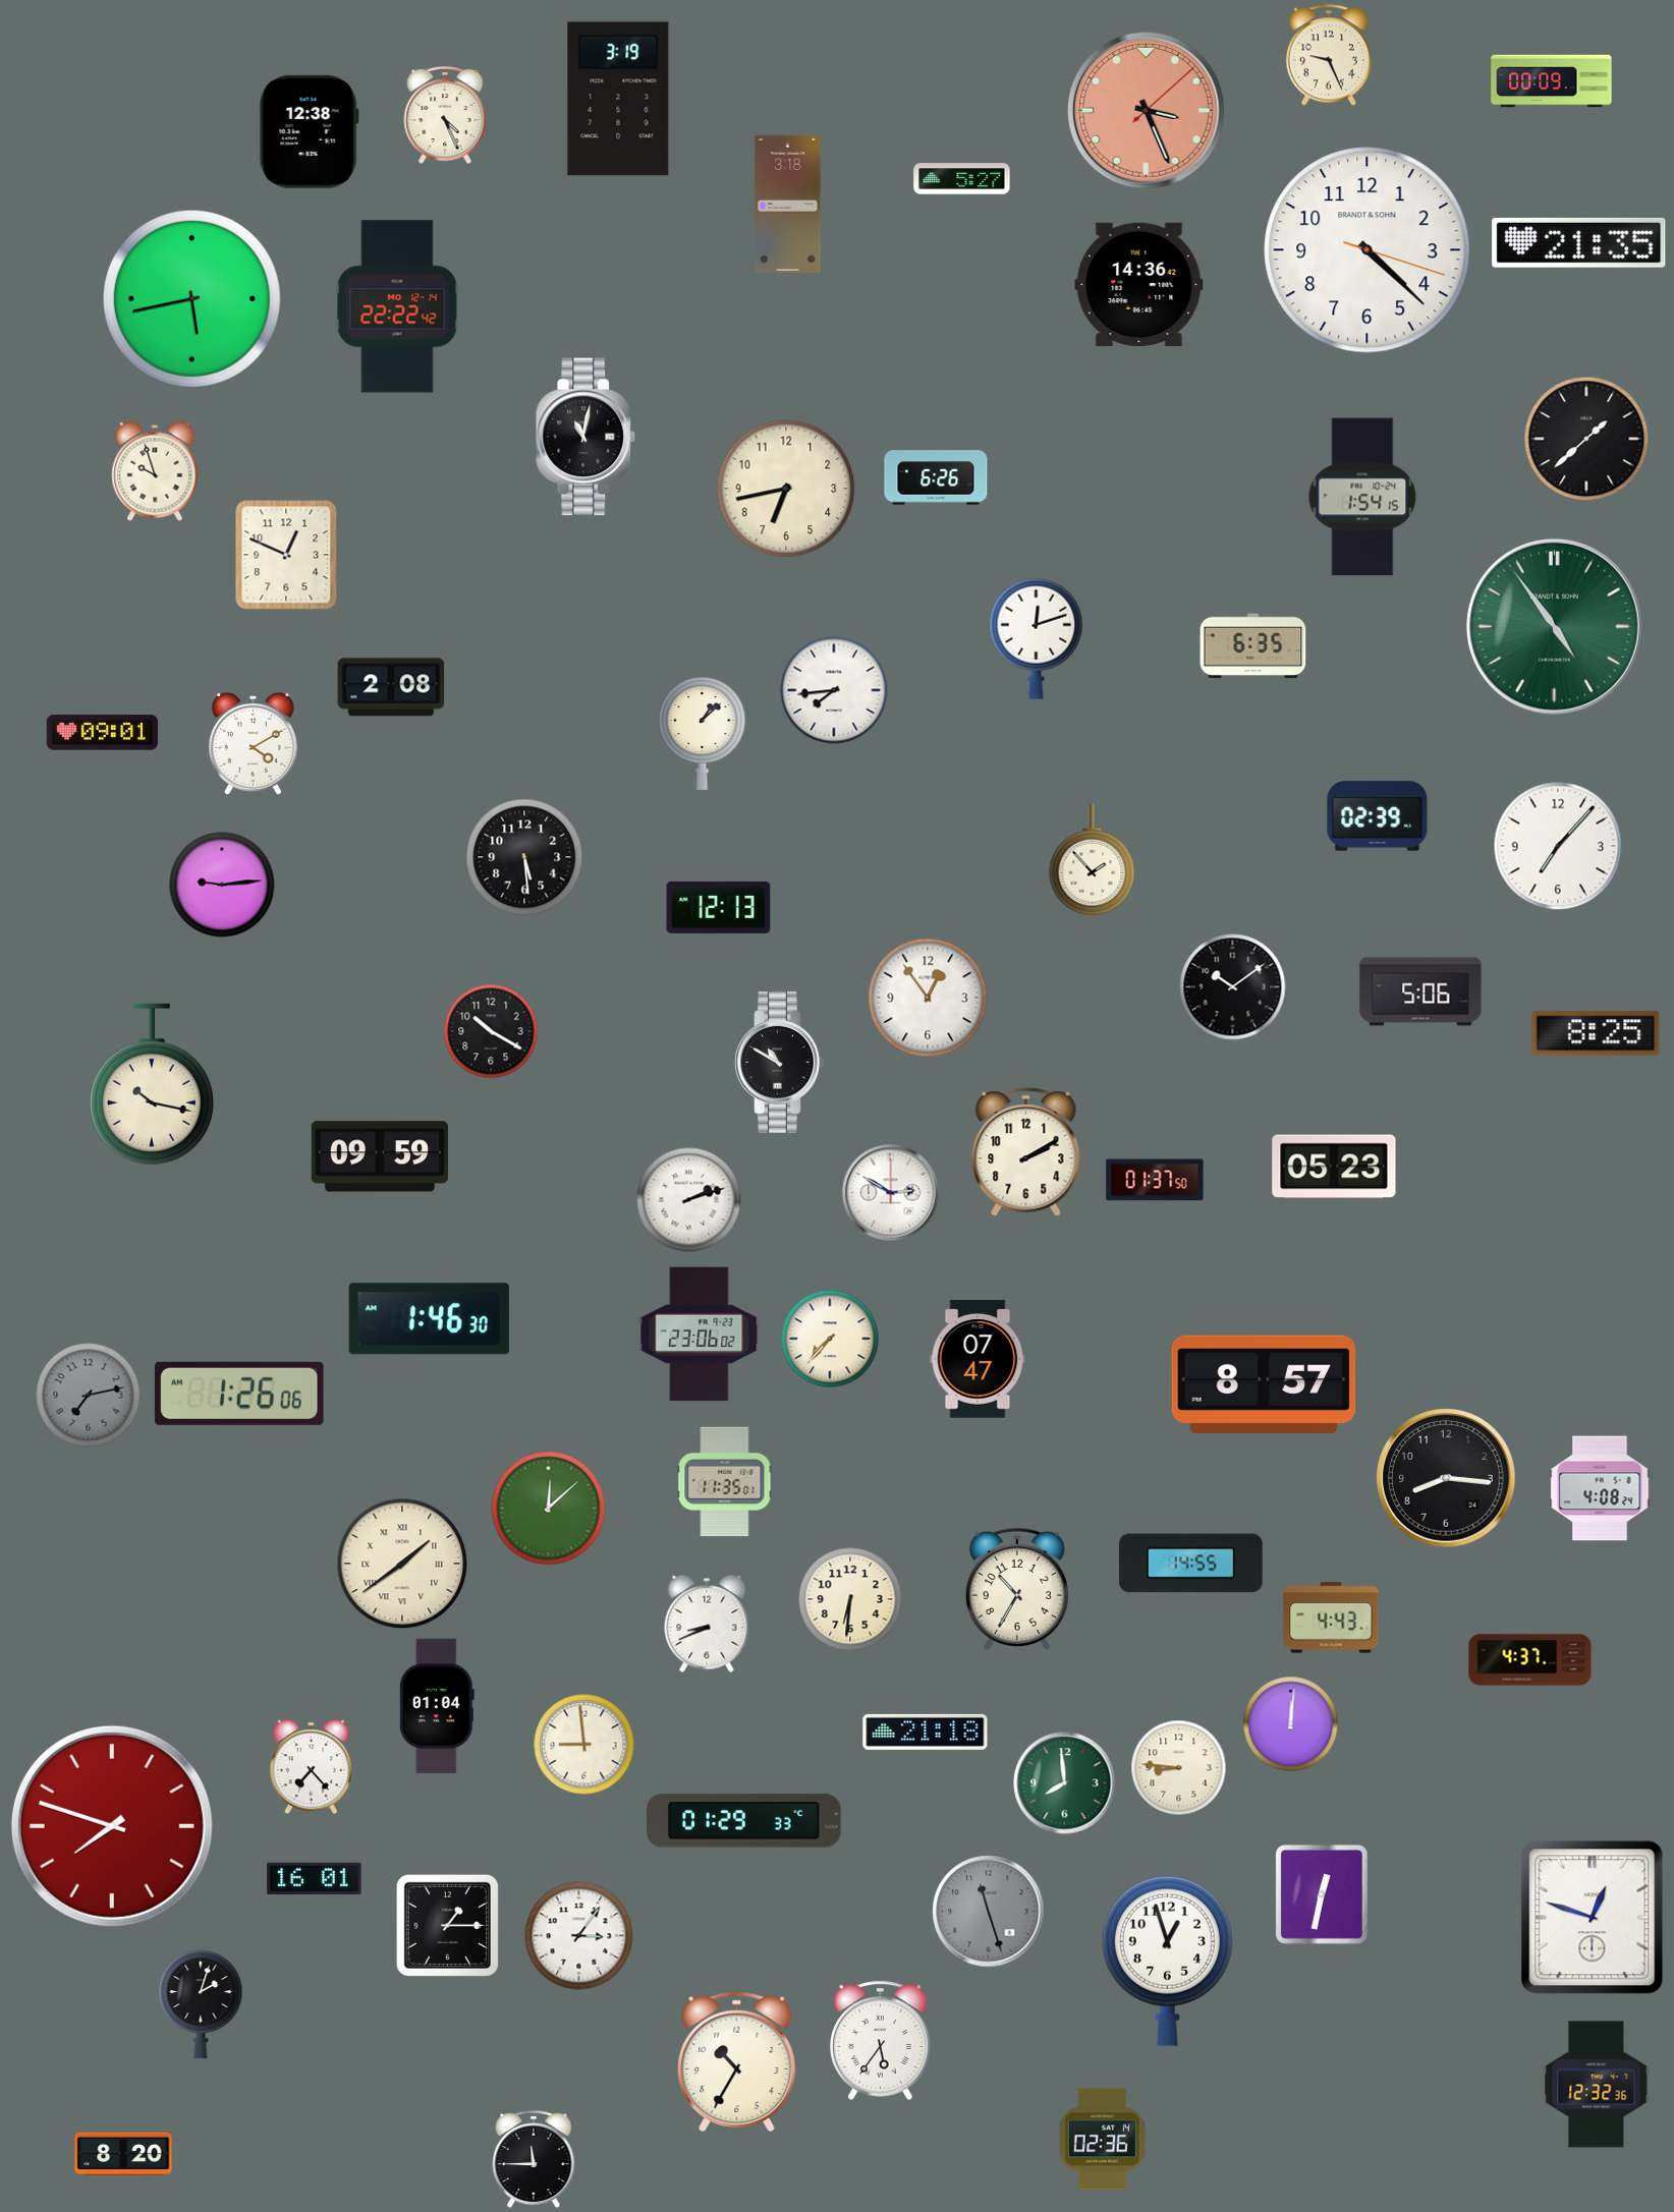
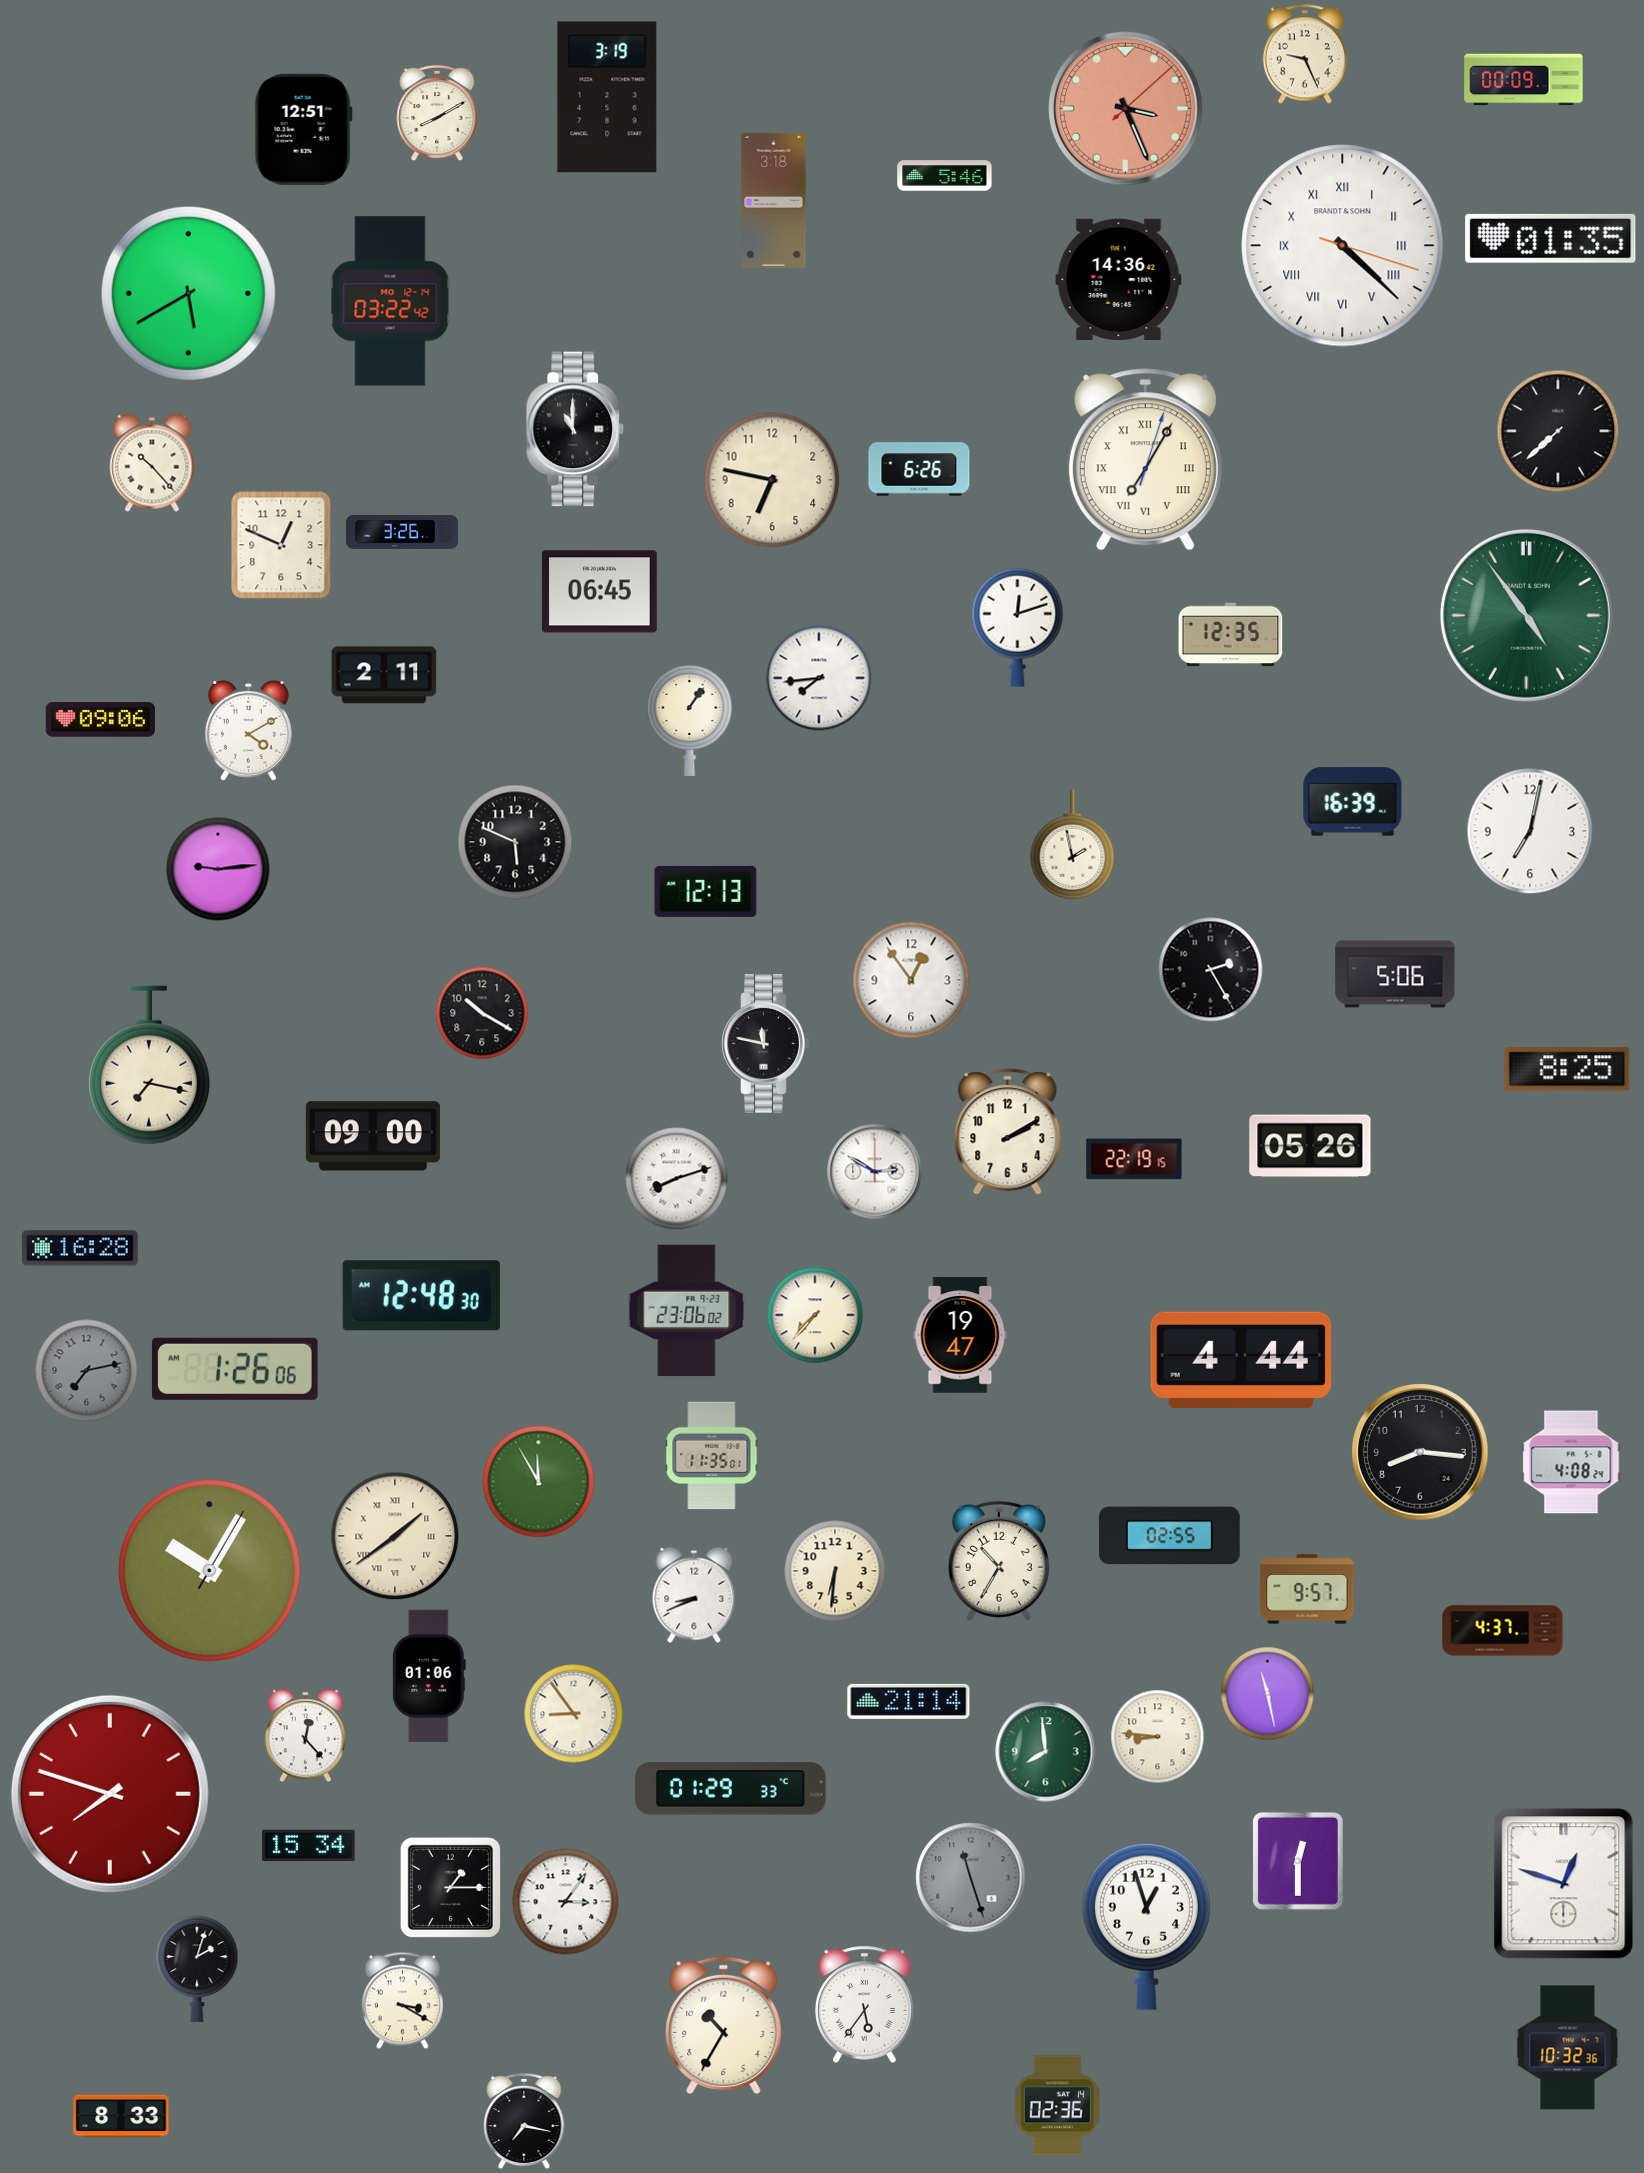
clock at (445, 115): 4:26 -> 8:10
clock at (309, 131): 12:38 -> 12:51
clock at (962, 179): 5:27 -> 5:46
clock at (1579, 242): 21:35 -> 01:35
clock at (1368, 250) numerals: Arabic -> Roman
clock at (191, 298): 5:43 -> 5:40
clock at (397, 306): 22:22 -> 03:22
clock at (585, 437): 11:02 -> 11:00
clock at (1586, 439): 1:38 -> 7:38
clock at (1145, 460): none -> 7:05
clock at (155, 471): 9:57 -> 10:23
clock at (786, 489): 6:43 -> 6:47
clock at (1362, 497): 1:54 -> none
clock at (402, 532): none -> 3:26
clock at (600, 592): none -> 06:45
clock at (1253, 646): 6:35 -> 12:35
clock at (391, 687): 2:08 -> 2:11
clock at (102, 733): 09:01 -> 09:06
clock at (703, 733): 1:08 -> 1:06
clock at (1378, 816): 02:39 -> 16:39
clock at (1558, 846): 7:07 -> 7:02
clock at (524, 857): 5:29 -> 5:49
clock at (1093, 860): 1:53 -> 1:58
clock at (1233, 987): 10:09 -> 2:25
clock at (1596, 1033) position: (1596, 1033) -> (1567, 1069)
clock at (780, 1062): 10:50 -> 11:47
clock at (152, 1084): 10:17 -> 7:17
clock at (380, 1156): 09:59 -> 09:00
clock at (1334, 1167): 05:23 -> 05:26
clock at (1155, 1180): 01:37 -> 22:19
clock at (689, 1200): 2:12 -> 8:12
clock at (80, 1248): none -> 16:28
clock at (429, 1319): 1:46 -> 12:48
clock at (978, 1359): 07:47 -> 19:47
clock at (1264, 1384): 8:57 -> 4:44
clock at (549, 1509): 12:08 -> 11:55
clock at (1191, 1564): 14:55 -> 02:55
clock at (209, 1570): none -> 10:05
clock at (1331, 1618): 4:43 -> 9:57
clock at (437, 1706): 01:04 -> 01:06
clock at (1291, 1724): 12:01 -> 11:28
clock at (926, 1732): 21:18 -> 21:14
clock at (584, 1745): 8:59 -> 8:54
clock at (311, 1767): 7:23 -> 12:23
clock at (315, 1879): 16:01 -> 15:34
clock at (1322, 1894): 12:32 -> 12:30
clock at (447, 1925) position: (447, 1925) -> (450, 1887)
clock at (579, 1936) position: (579, 1936) -> (566, 1902)
clock at (403, 2001): none -> 3:20
clock at (1597, 2085): 12:32 -> 10:32
clock at (1102, 2140) position: (1102, 2140) -> (1057, 2106)
clock at (123, 2154): 8:20 -> 8:33
clock at (534, 2159): 11:45 -> 7:17
